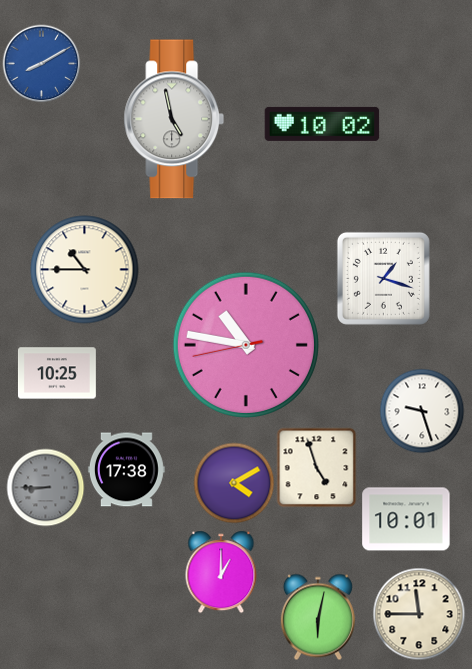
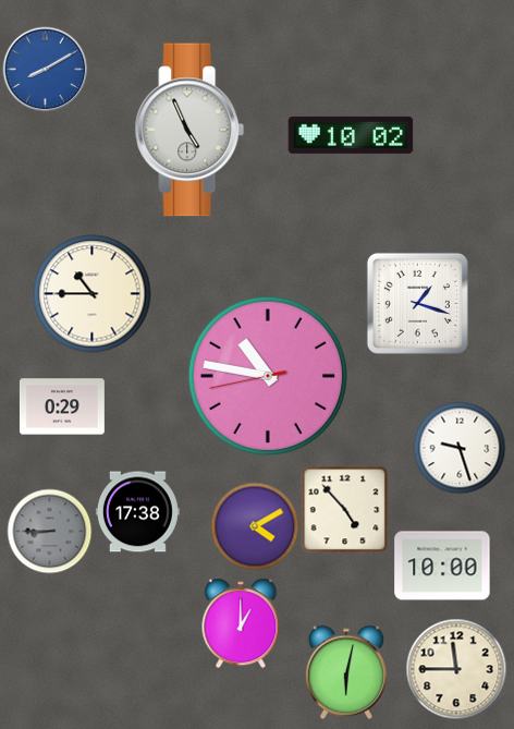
clock at (174, 119): 4:58 -> 4:56
clock at (57, 373): 10:25 -> 0:29
clock at (316, 467): 4:57 -> 4:53
clock at (406, 519): 10:01 -> 10:00
